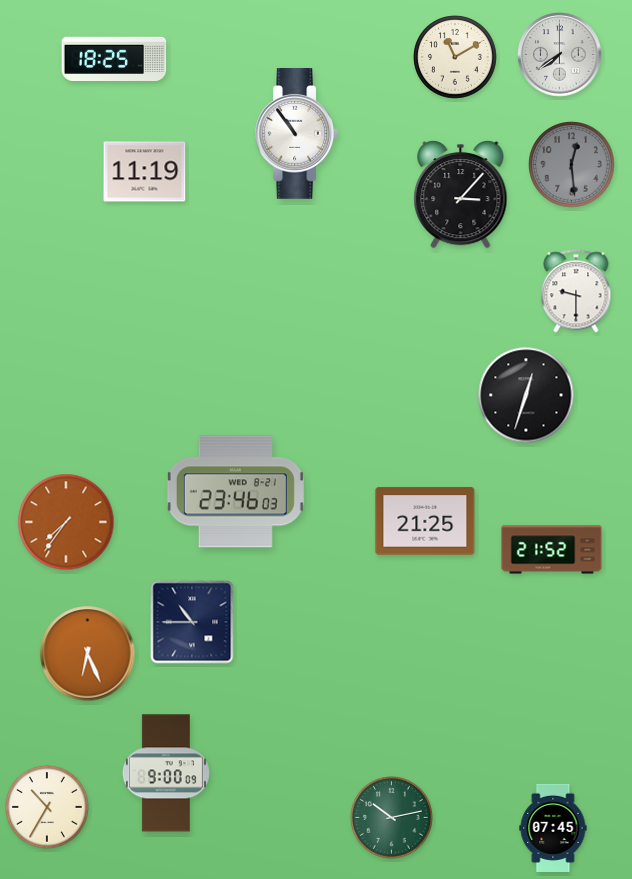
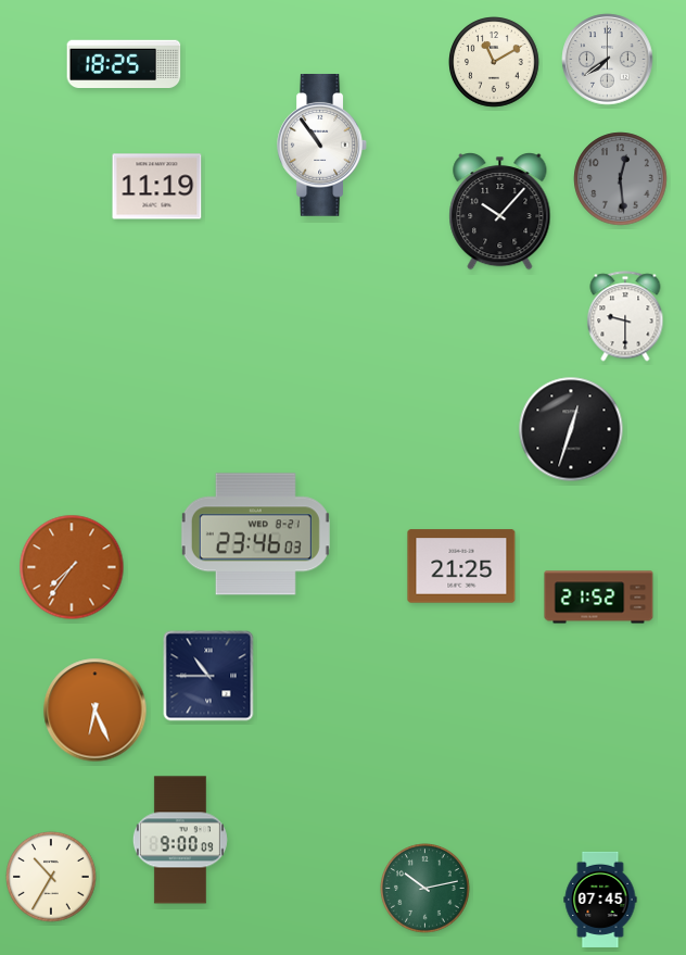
clock at (461, 195): 3:07 -> 10:07
